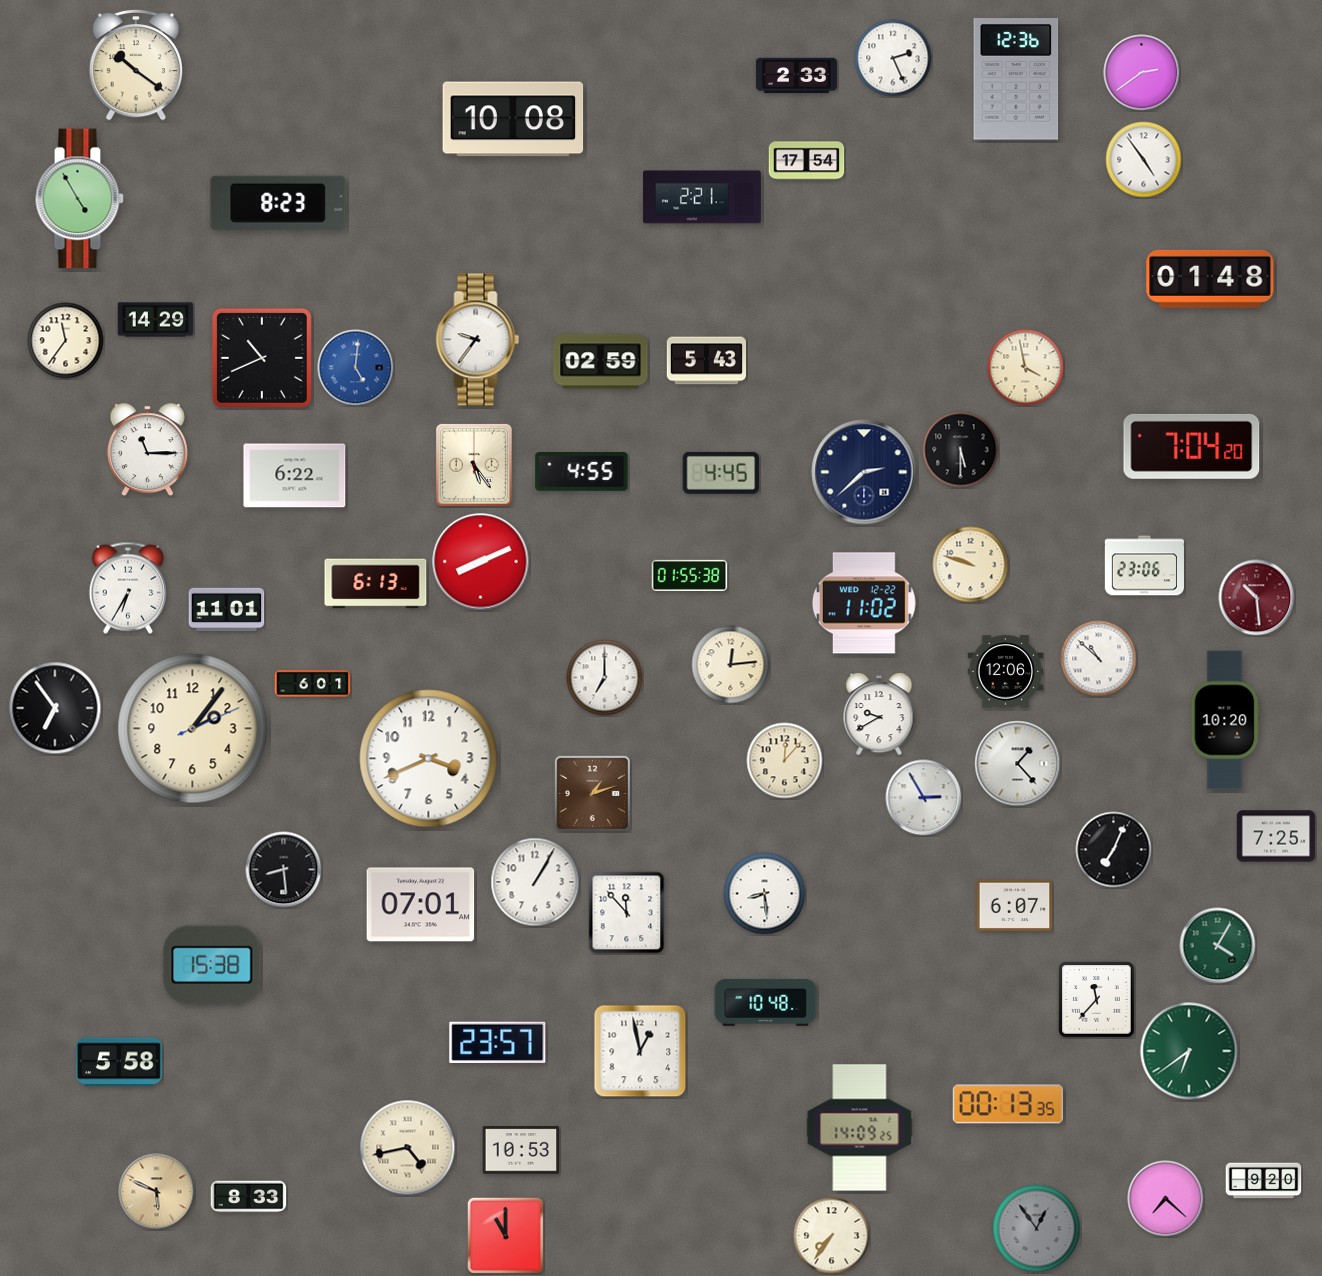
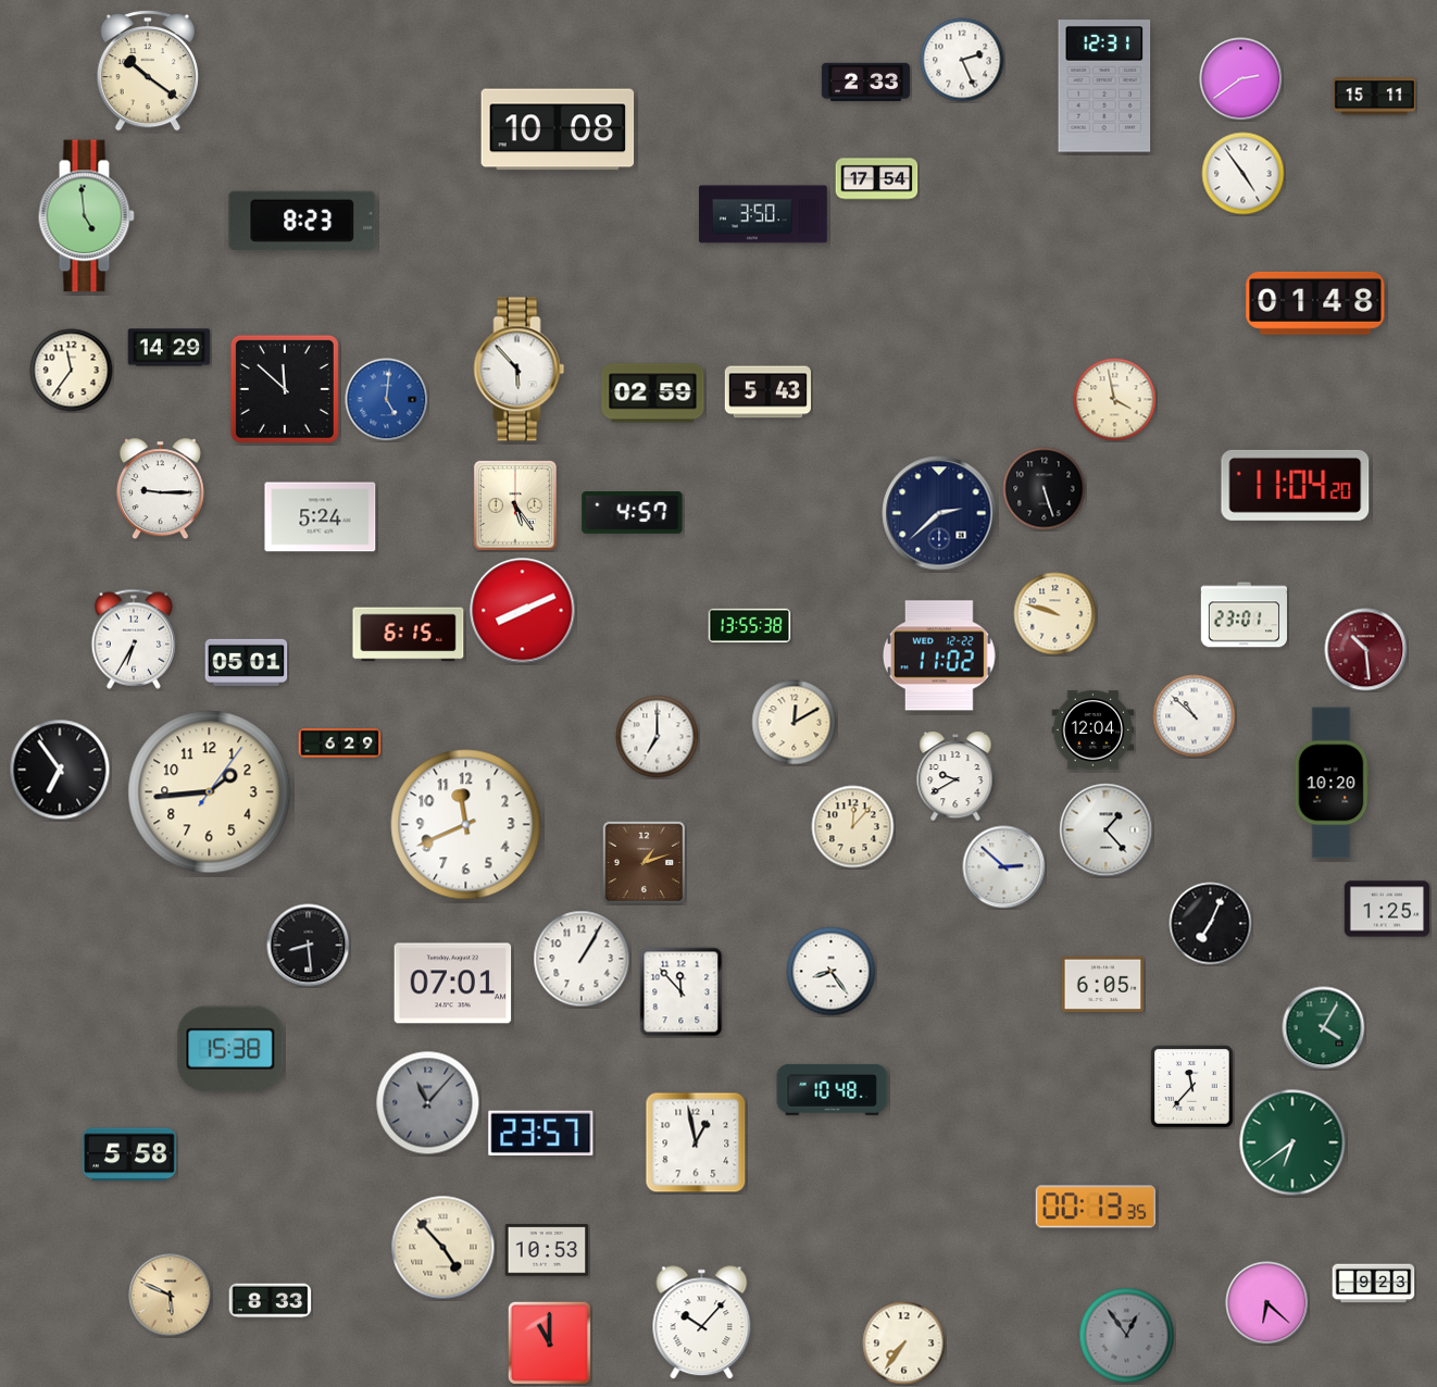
clock at (893, 58) position: (893, 58) -> (962, 60)
clock at (1016, 79): 12:36 -> 12:31
clock at (1375, 97): none -> 15:11
clock at (807, 161) position: (807, 161) -> (877, 179)
clock at (702, 197): 2:21 -> 3:50
clock at (79, 199): 4:55 -> 4:59
clock at (478, 340): 9:36 -> 5:53
clock at (262, 358): 10:41 -> 11:52
clock at (1192, 446): 7:04 -> 11:04
clock at (147, 450): 11:15 -> 9:15
clock at (961, 450): 5:30 -> 5:27
clock at (582, 472): 4:55 -> 4:57
clock at (721, 473): 4:45 -> none
clock at (295, 476): 6:22 -> 5:24
clock at (1144, 566): 23:06 -> 23:01
clock at (690, 575): 01:55 -> 13:55
clock at (376, 584): 6:13 -> 6:15
clock at (128, 588) position: (128, 588) -> (134, 639)
clock at (227, 609): 11:01 -> 05:01
clock at (731, 665): 12:14 -> 12:10
clock at (1006, 672): 12:06 -> 12:04
clock at (313, 684): 6:01 -> 6:29
clock at (193, 729): 2:06 -> 1:44
clock at (429, 759): 3:41 -> 11:41
clock at (924, 798): 2:55 -> 2:52
clock at (1276, 836): 7:25 -> 1:25
clock at (765, 894): 8:29 -> 8:24
clock at (421, 905) position: (421, 905) -> (453, 984)
clock at (1015, 905): 6:07 -> 6:05
clock at (428, 1103): none -> 11:07
clock at (1008, 1104) position: (1008, 1104) -> (1096, 1207)
clock at (860, 1128): 14:09 -> none
clock at (408, 1148): 4:43 -> 4:53
clock at (521, 1150) position: (521, 1150) -> (547, 1250)
clock at (1264, 1181): 9:20 -> 9:23
clock at (1166, 1199): 7:22 -> 6:22
clock at (702, 1323): none -> 10:07
